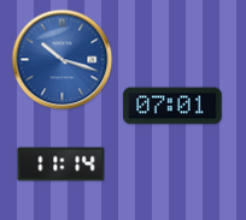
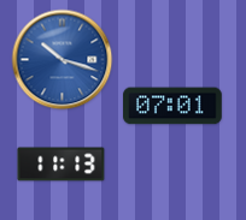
clock at (61, 165): 11:14 -> 11:13
